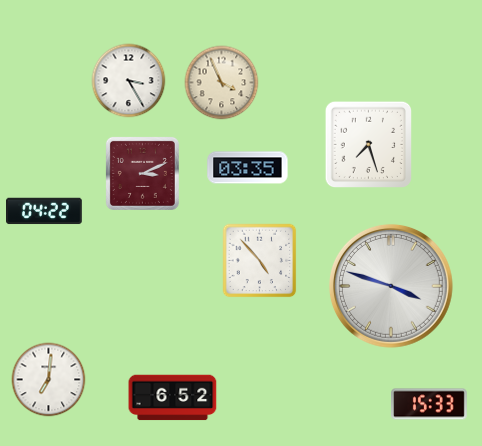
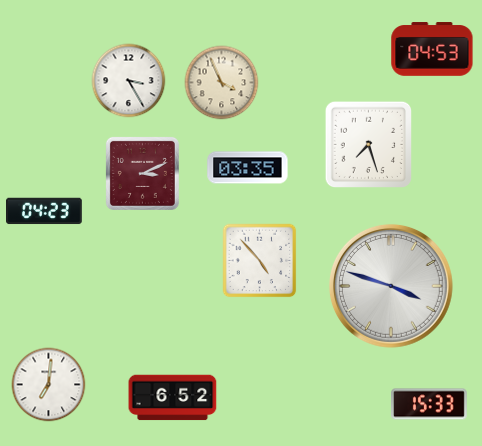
clock at (432, 49): none -> 04:53
clock at (45, 211): 04:22 -> 04:23
clock at (49, 380) position: (49, 380) -> (49, 385)
